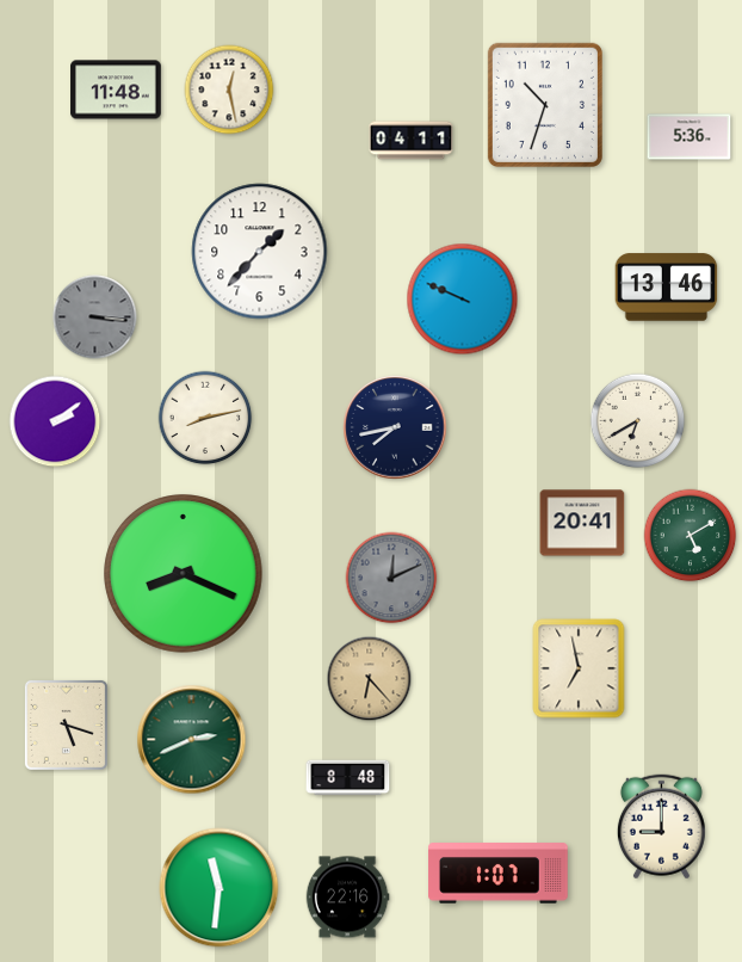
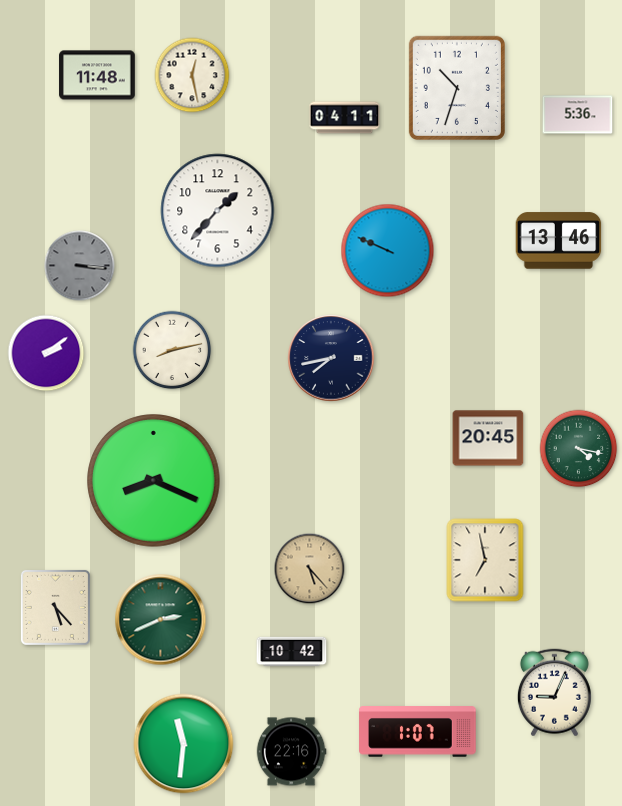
clock at (638, 421): 6:40 -> none
clock at (582, 523): 20:41 -> 20:45
clock at (691, 536): 5:10 -> 4:17
clock at (391, 578): 12:11 -> none
clock at (370, 679): 6:23 -> 5:23
clock at (66, 724): 5:18 -> 5:23
clock at (348, 778): 8:48 -> 10:42
clock at (661, 827): 9:00 -> 9:04
